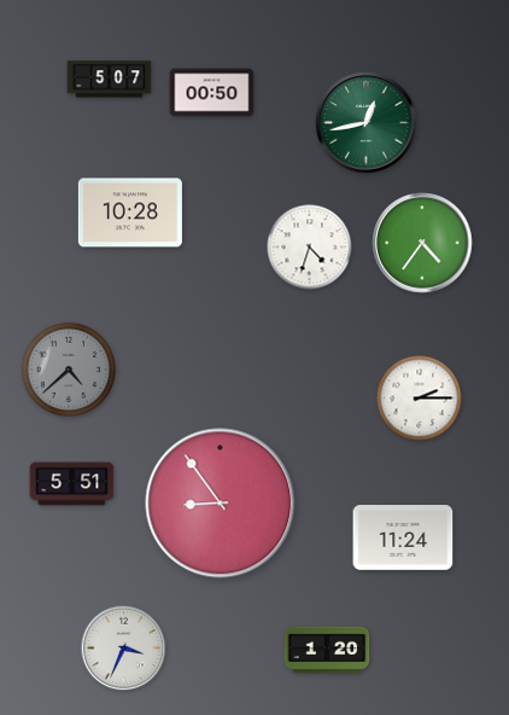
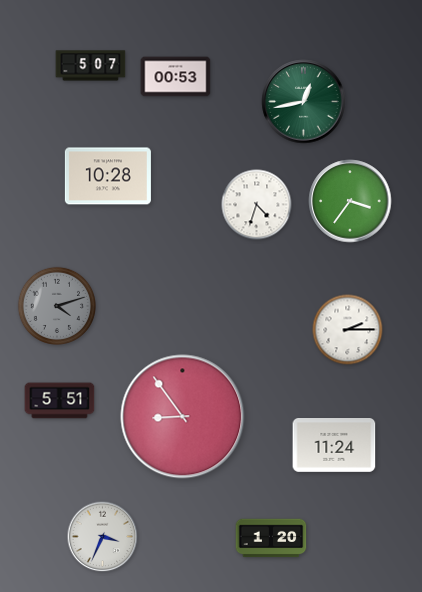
clock at (212, 93): 00:50 -> 00:53
clock at (422, 243): 4:36 -> 3:36
clock at (68, 368): 4:38 -> 4:12
